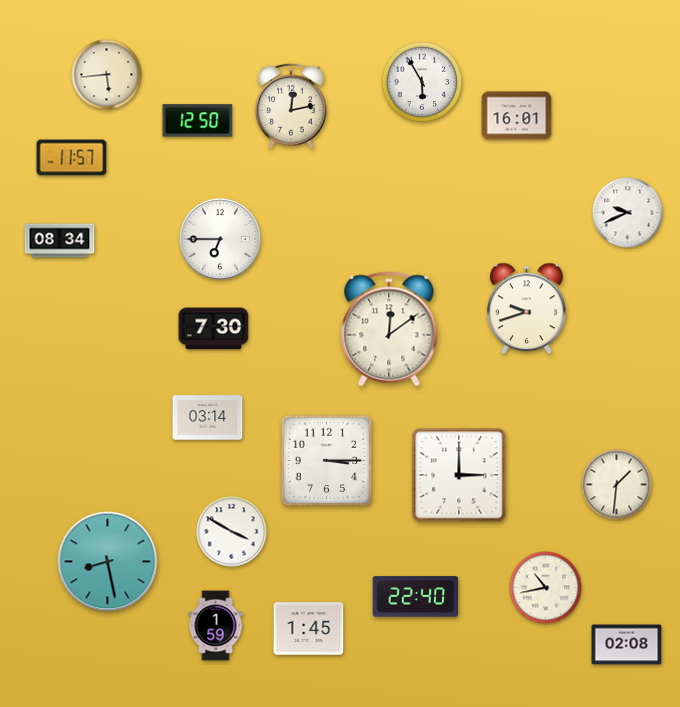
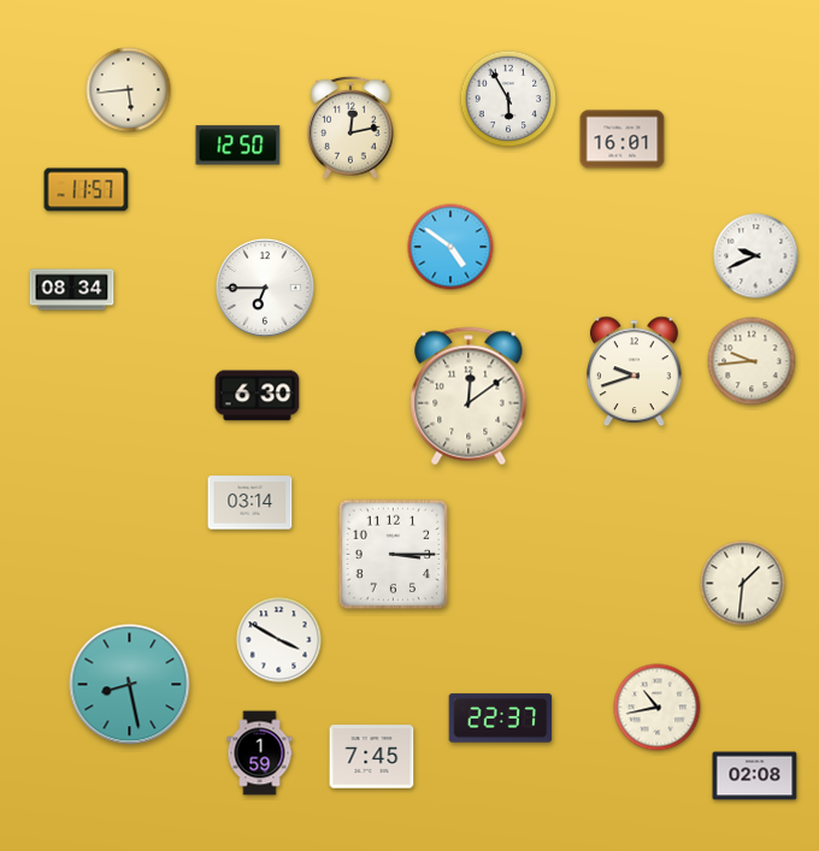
clock at (450, 247): none -> 4:51
clock at (752, 361): none -> 9:44
clock at (214, 329): 7:30 -> 6:30
clock at (459, 475): 3:00 -> none
clock at (108, 562) position: (108, 562) -> (130, 685)
clock at (416, 597): 22:40 -> 22:37
clock at (309, 629): 1:45 -> 7:45
